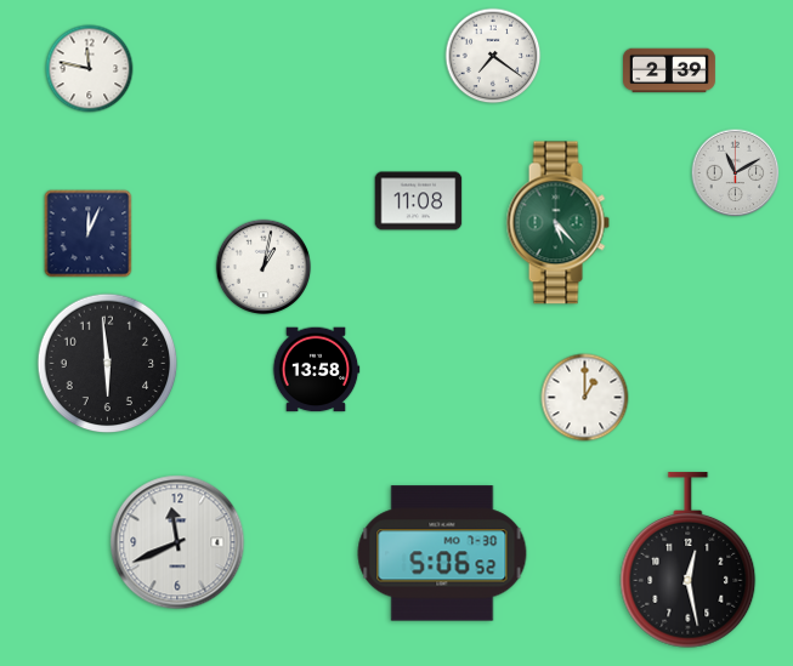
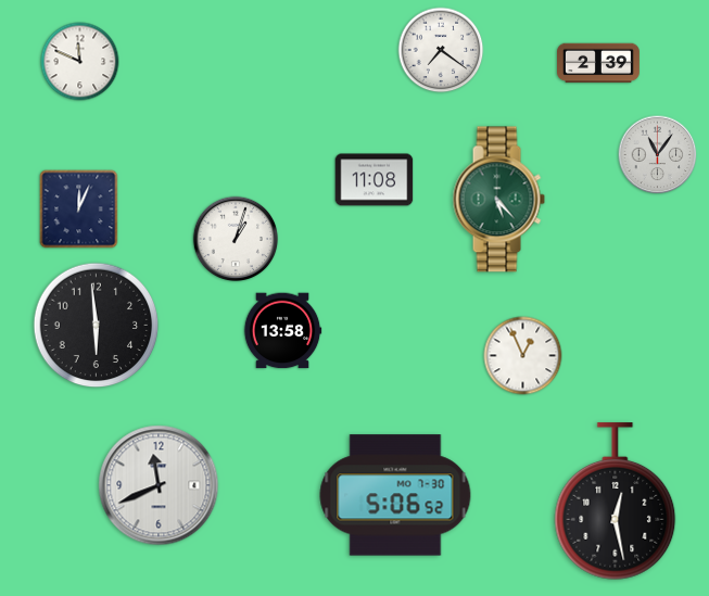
clock at (90, 69): 11:47 -> 11:49
clock at (736, 173): 11:10 -> 11:06
clock at (264, 267): 1:02 -> 1:03
clock at (585, 398): 1:00 -> 12:56
